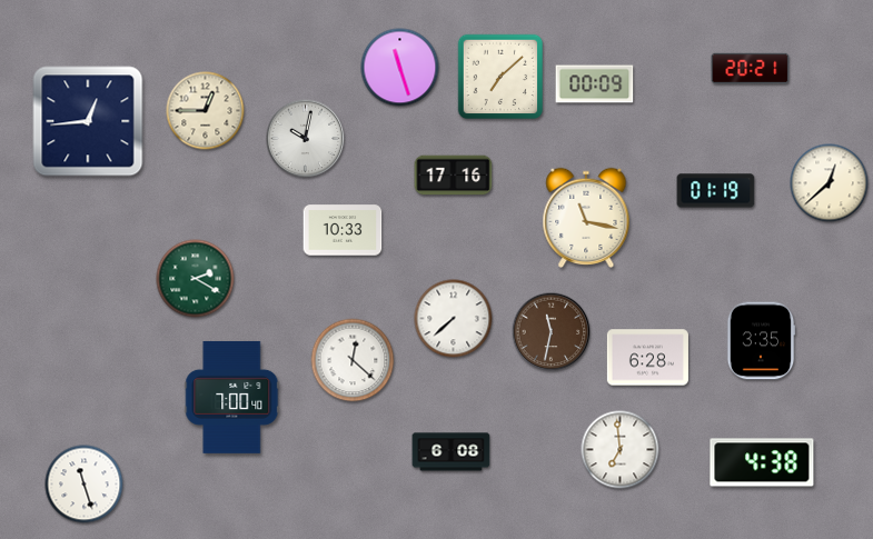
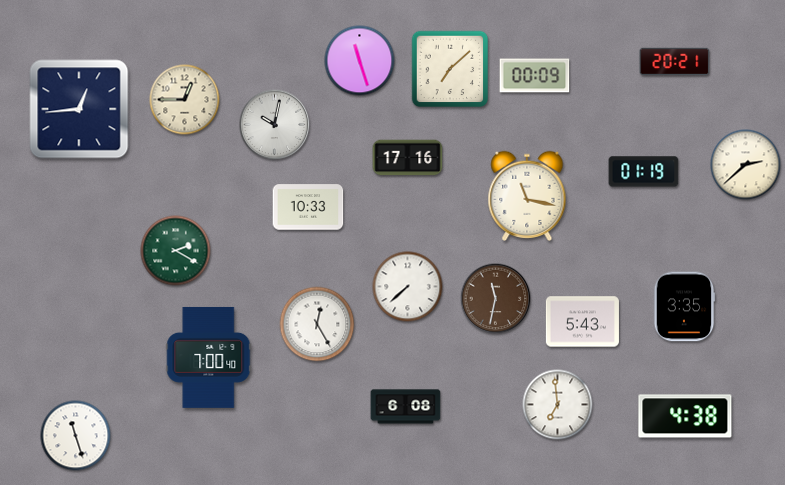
clock at (830, 183): 12:38 -> 2:38
clock at (647, 358): 6:28 -> 5:43
clock at (353, 360): 12:22 -> 12:25
